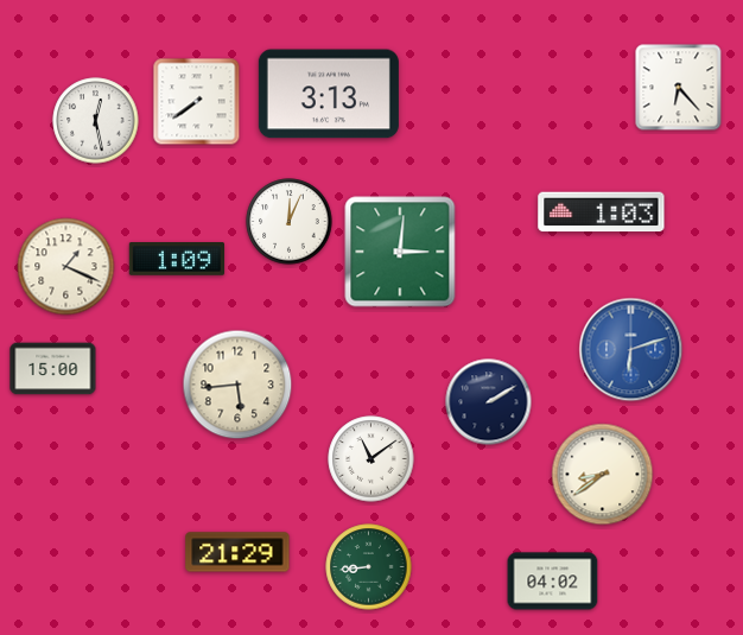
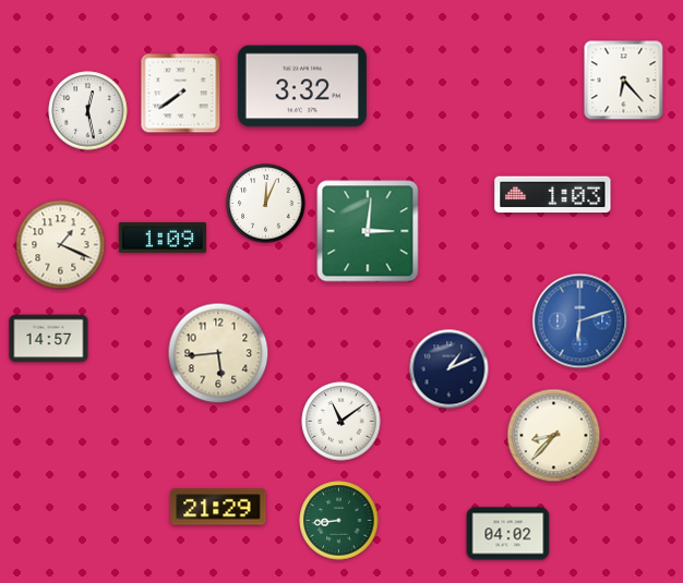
clock at (329, 94): 3:13 -> 3:32
clock at (53, 369): 15:00 -> 14:57
clock at (489, 402): 2:10 -> 1:11
clock at (603, 475): 8:39 -> 8:37
